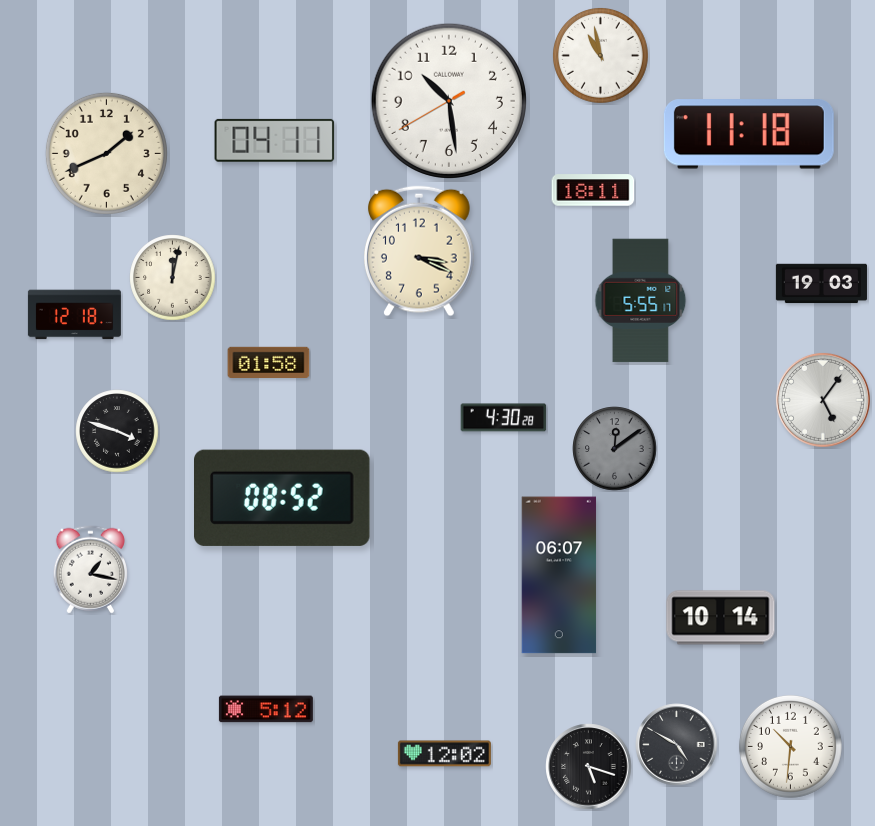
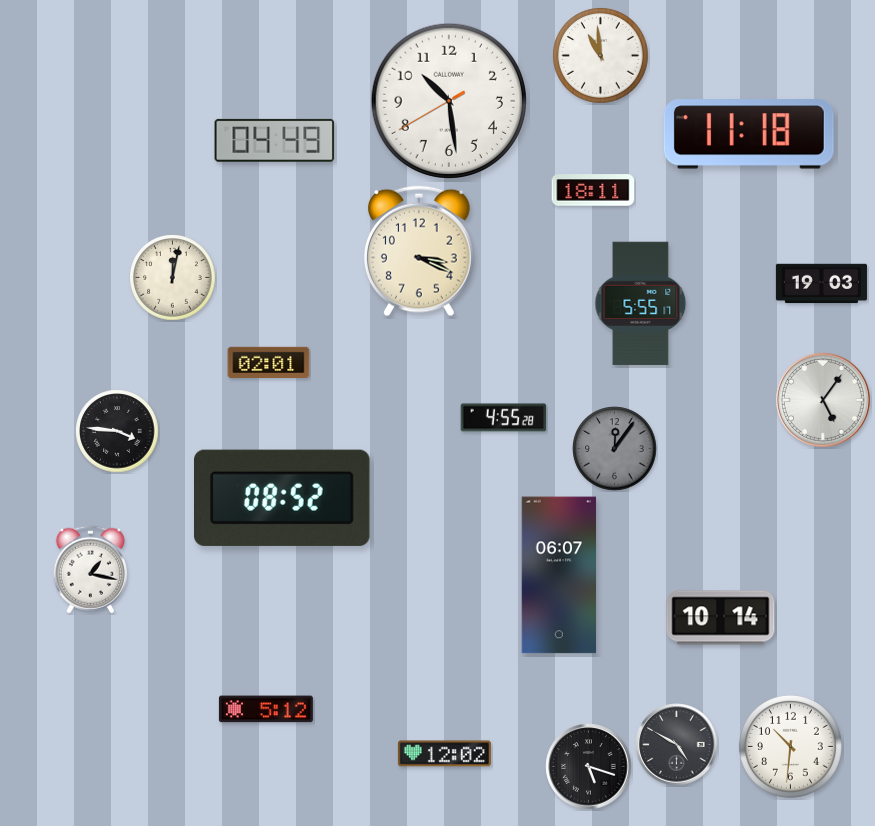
clock at (601, 56): 10:58 -> 10:59
clock at (275, 140): 04:11 -> 04:49
clock at (106, 153): 1:41 -> none
clock at (641, 301) position: (641, 301) -> (641, 304)
clock at (74, 315): 12:18 -> none
clock at (269, 362): 01:58 -> 02:01
clock at (504, 418): 4:30 -> 4:55
clock at (117, 431): 3:48 -> 3:46
clock at (615, 449): 12:09 -> 12:06
